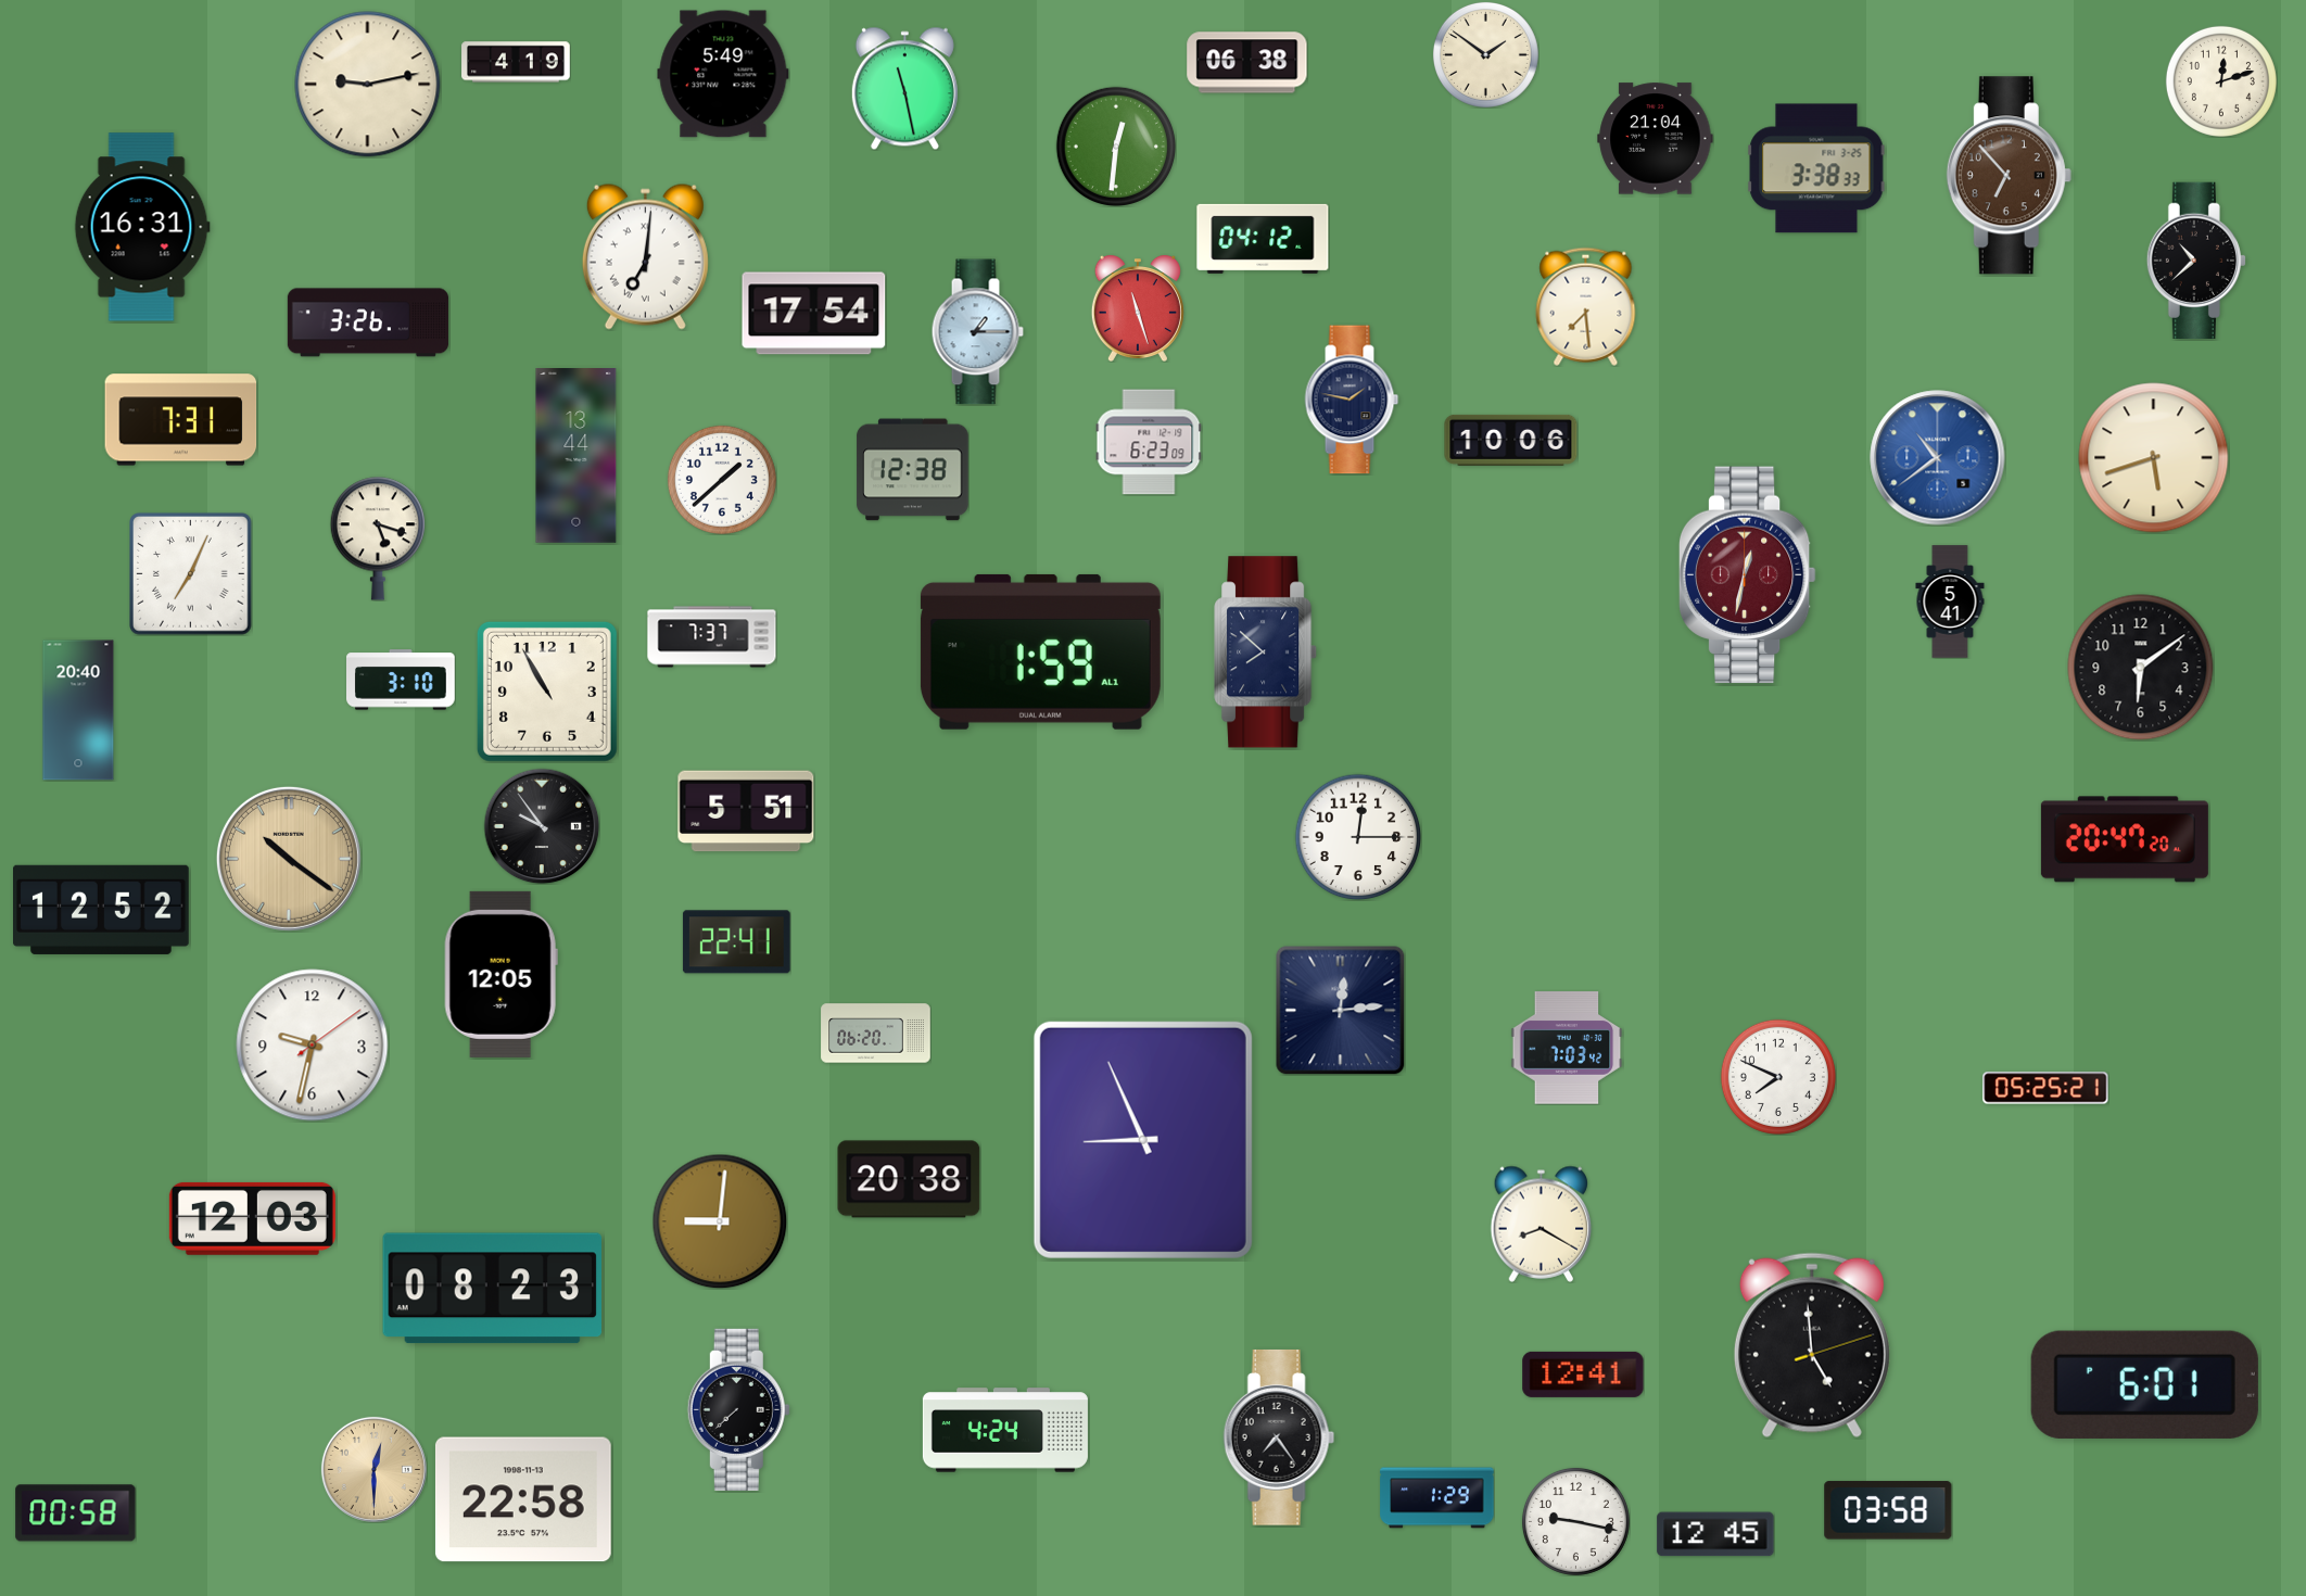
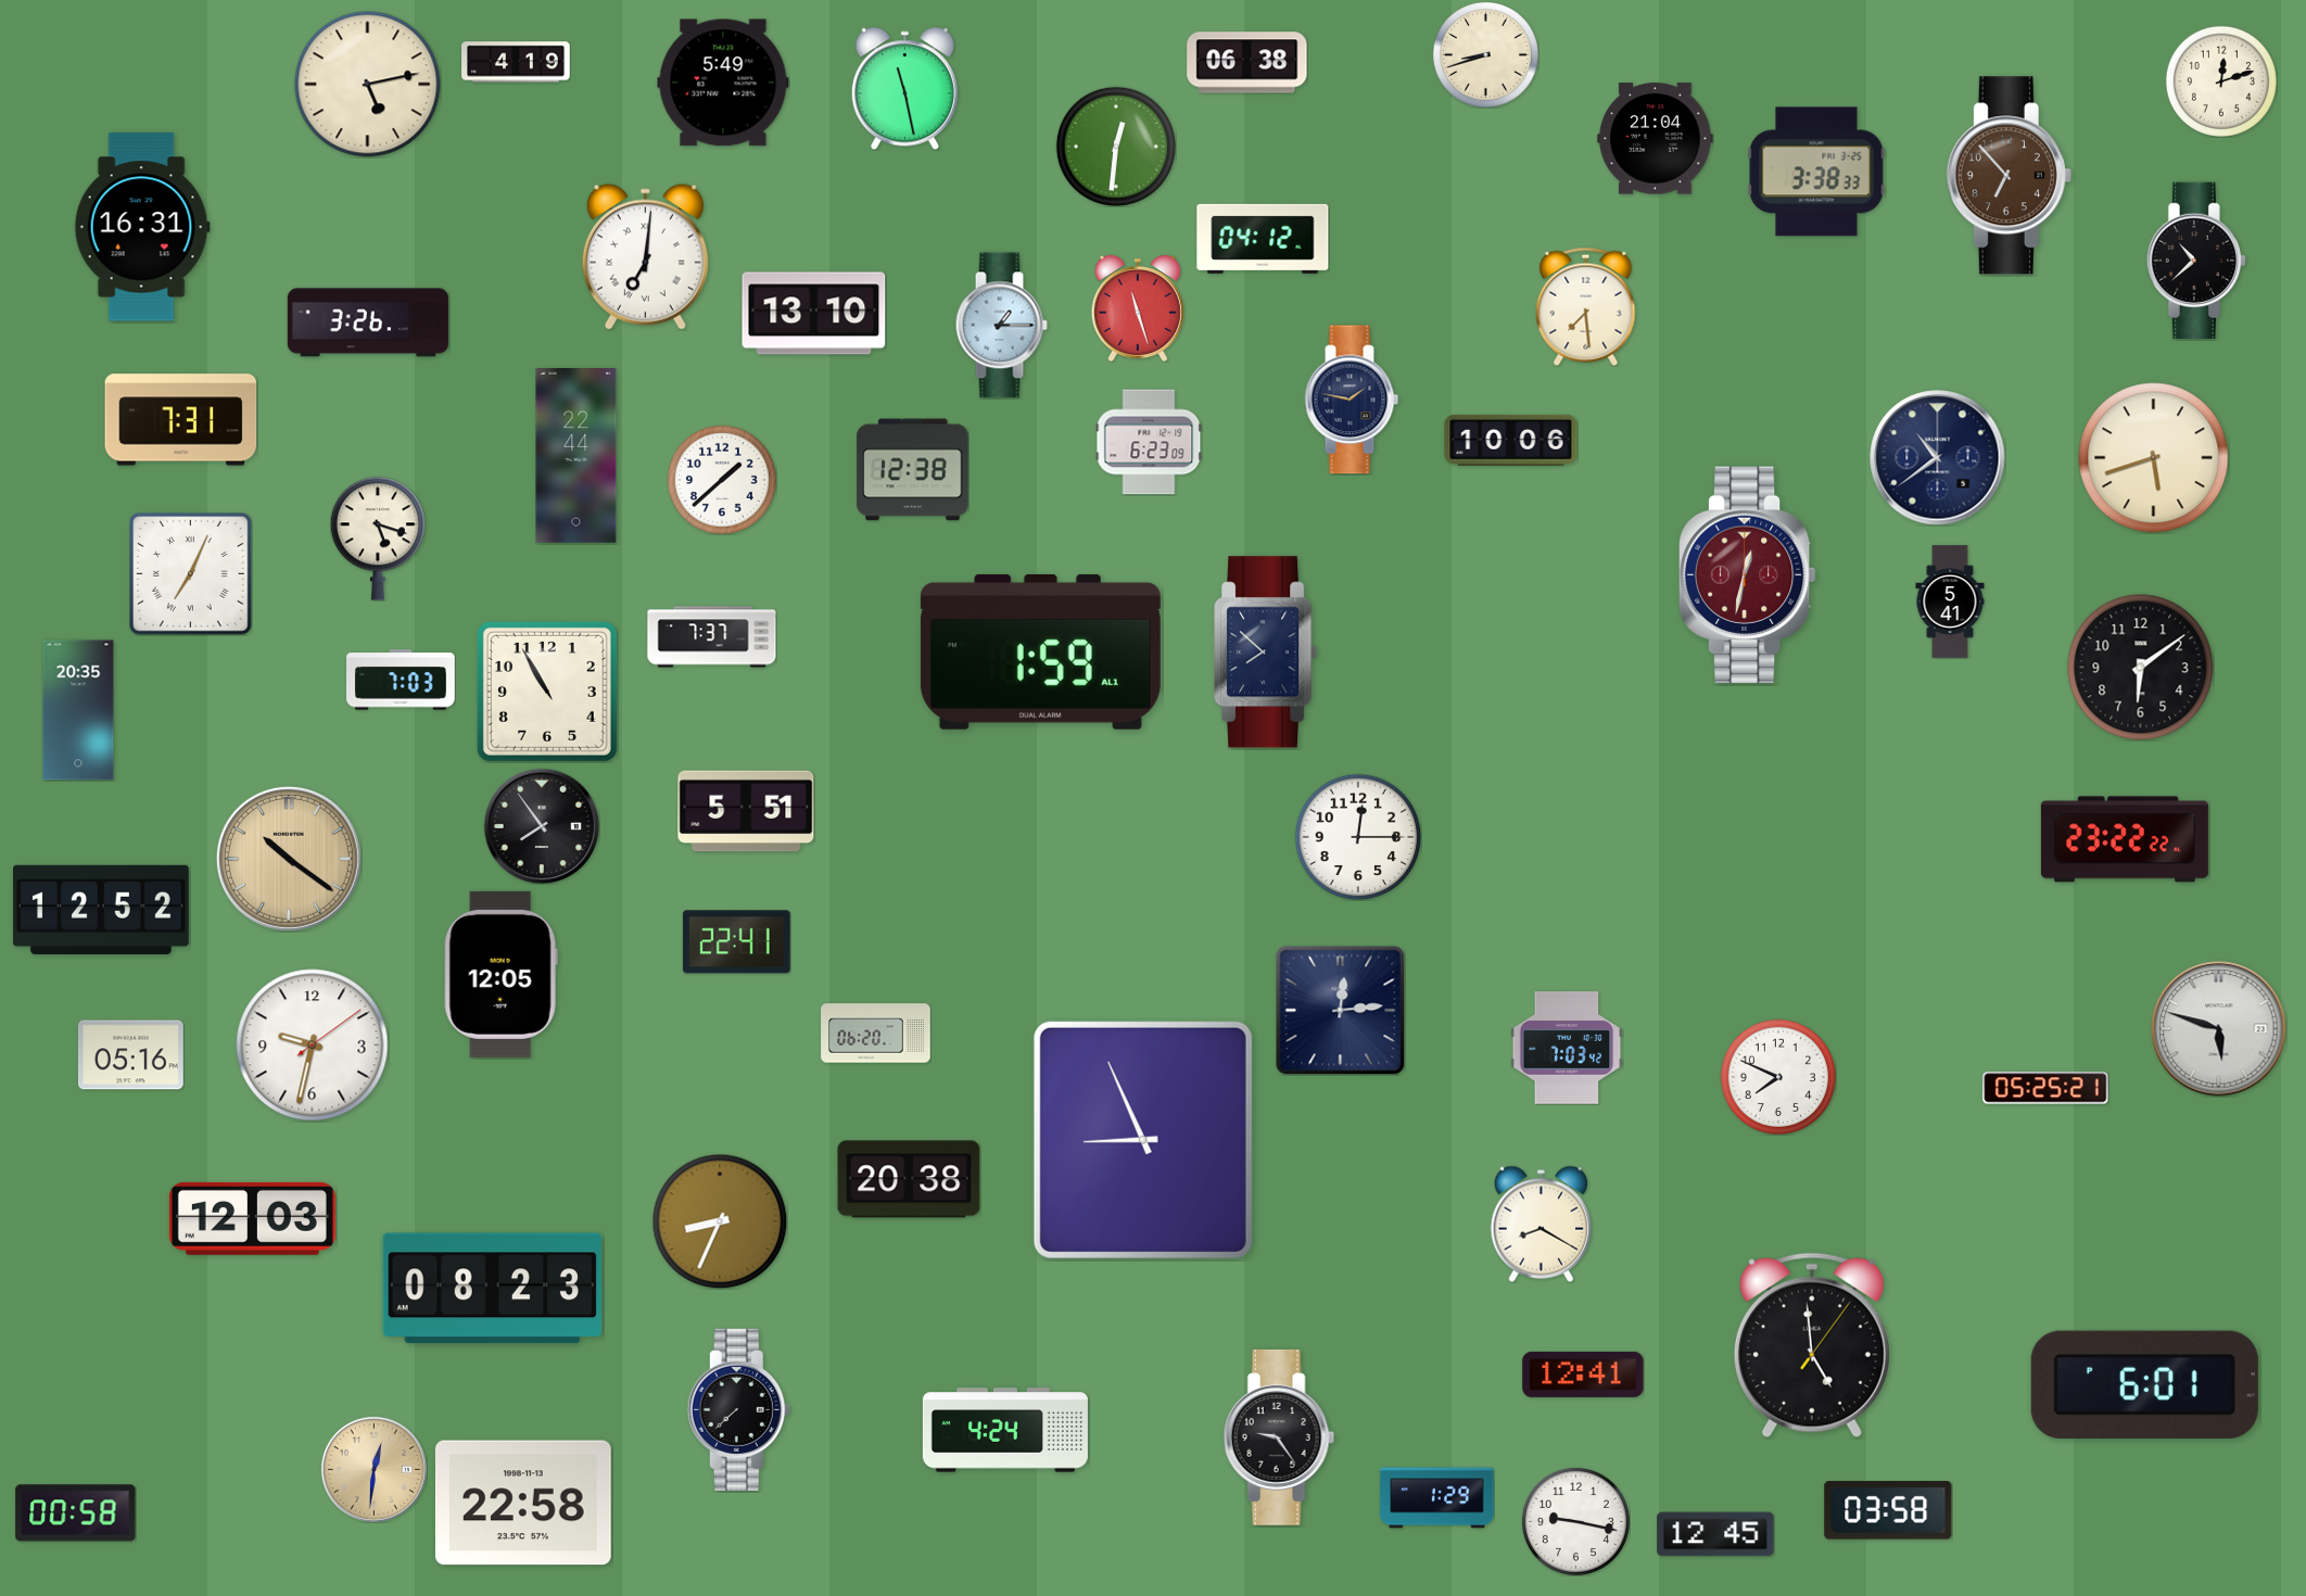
clock at (1485, 54): 1:51 -> 8:42
clock at (723, 74) position: (723, 74) -> (723, 83)
clock at (368, 85): 9:13 -> 5:13
clock at (1816, 168) position: (1816, 168) -> (1816, 172)
clock at (814, 314): 17:54 -> 13:10
clock at (977, 332) position: (977, 332) -> (1001, 326)
clock at (576, 456): 13:44 -> 22:44
clock at (1938, 458) dial: blue -> navy
clock at (402, 680): 3:10 -> 7:03
clock at (78, 710): 20:40 -> 20:35
clock at (542, 826): 9:54 -> 7:54
clock at (2125, 839): 20:47 -> 23:22
clock at (2219, 1029): none -> 5:48
clock at (130, 1055): none -> 05:16
clock at (720, 1221): 9:01 -> 8:34
clock at (1812, 1345): 4:59:12 -> 4:59:06
clock at (1279, 1437): 7:24 -> 9:24
clock at (373, 1469): 12:30 -> 12:31
clock at (523, 1499) position: (523, 1499) -> (523, 1503)
